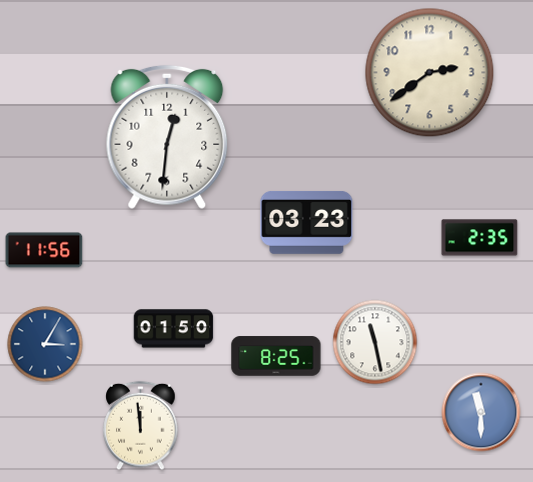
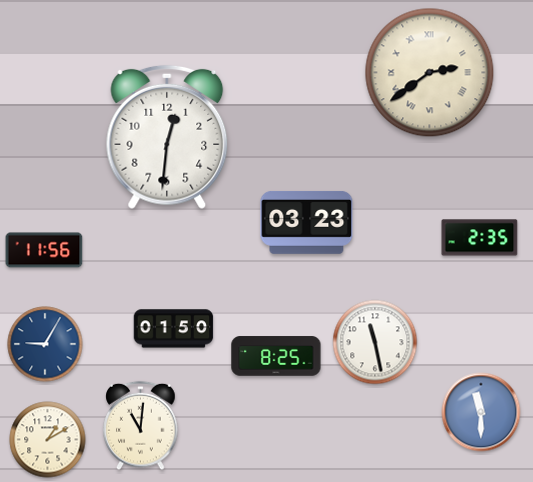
clock at (430, 73) numerals: Arabic -> Roman
clock at (45, 344): 3:05 -> 9:05
clock at (141, 426): 11:59 -> 11:01
clock at (48, 440): none -> 1:10
